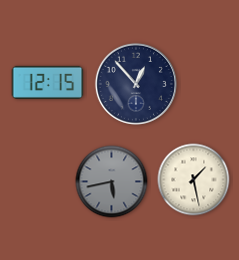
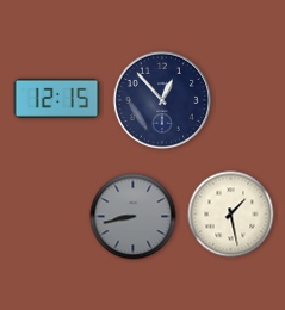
clock at (112, 182): 5:43 -> 8:43
